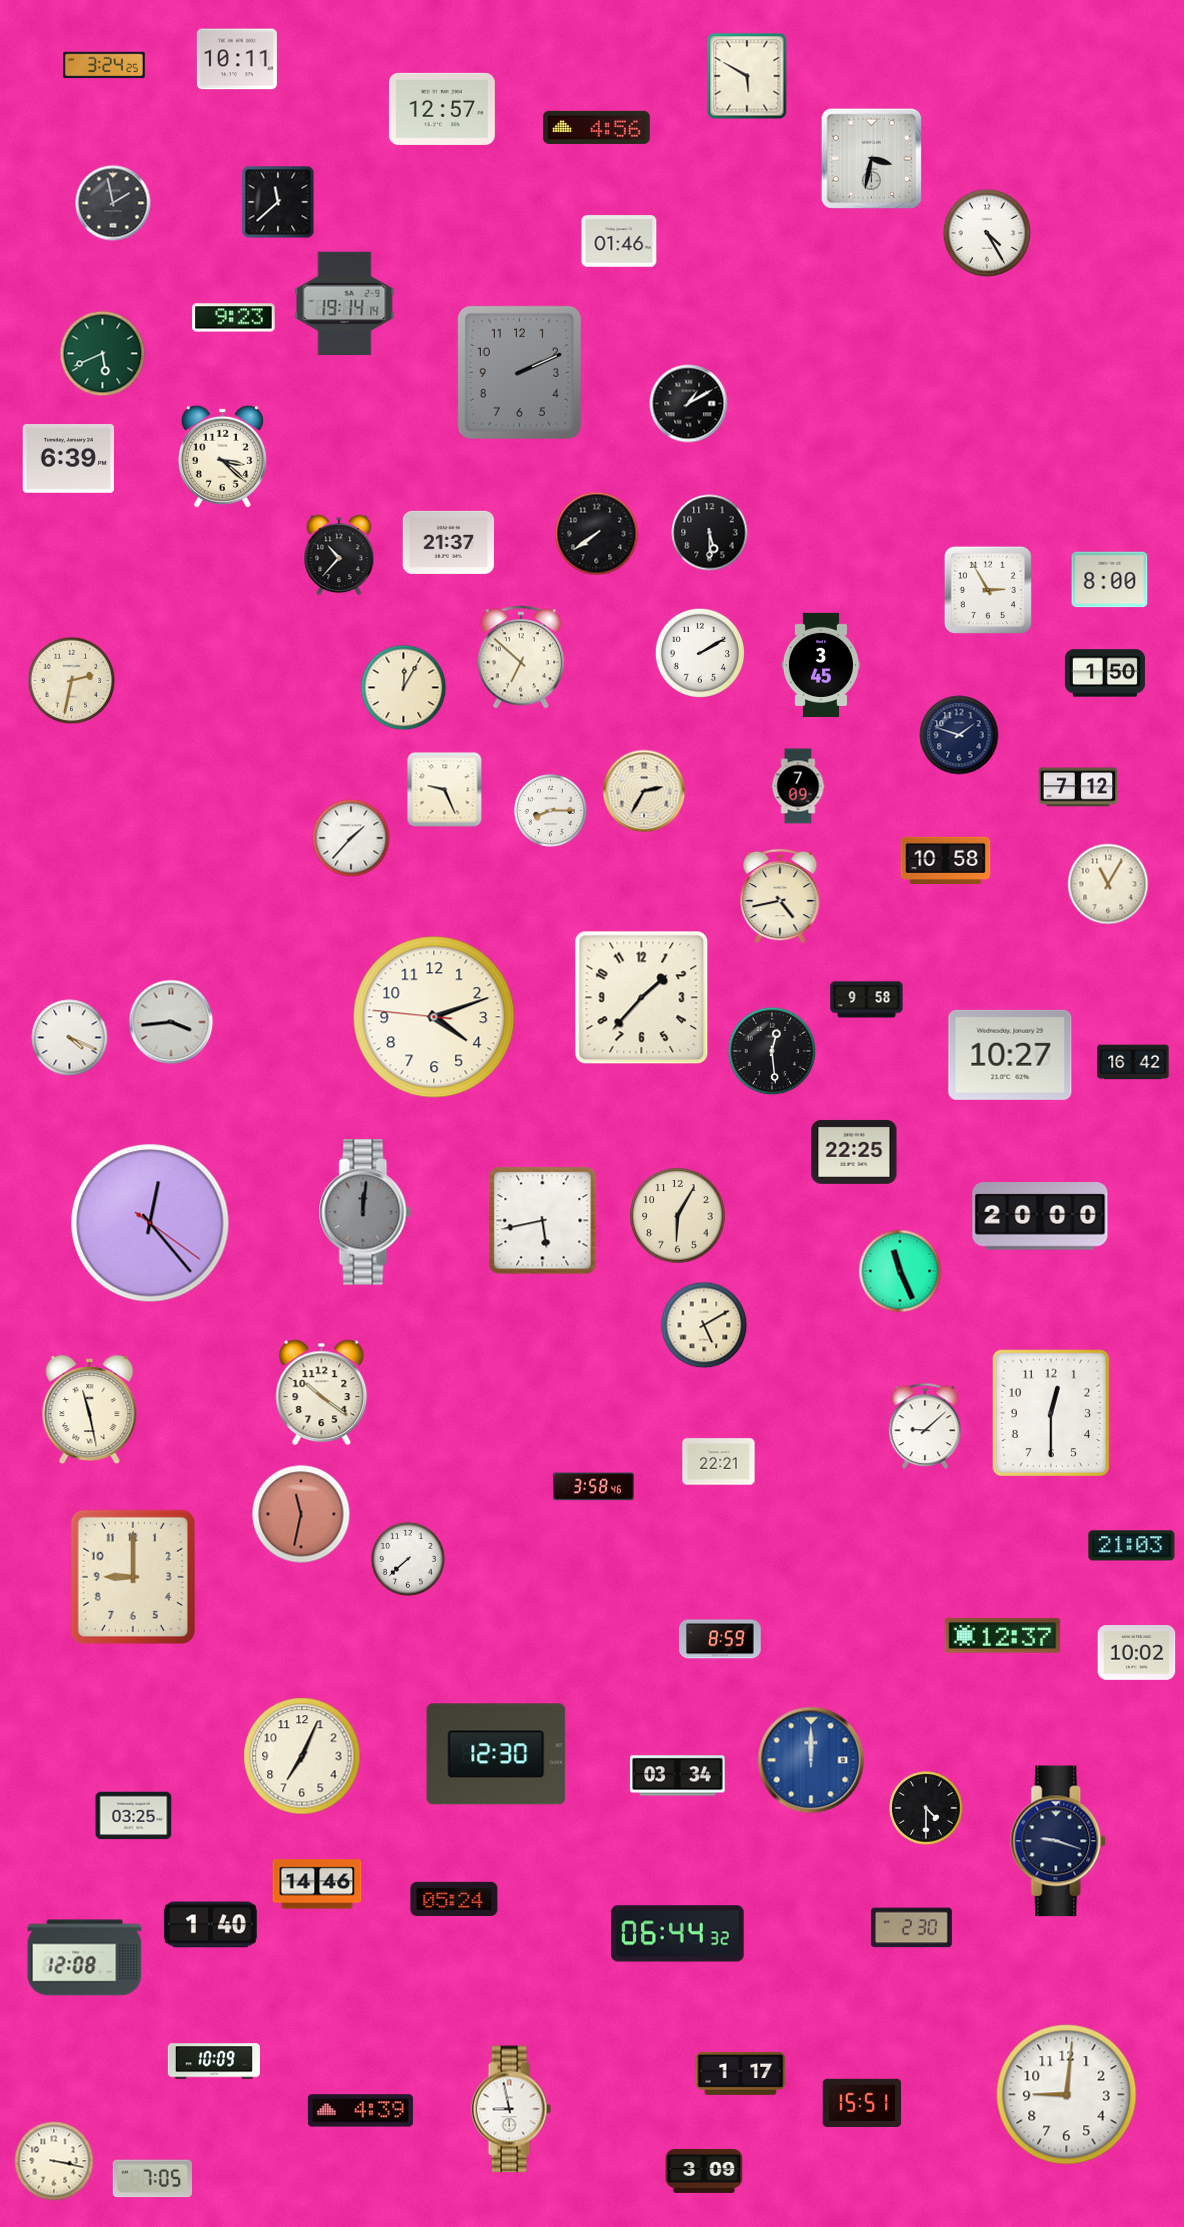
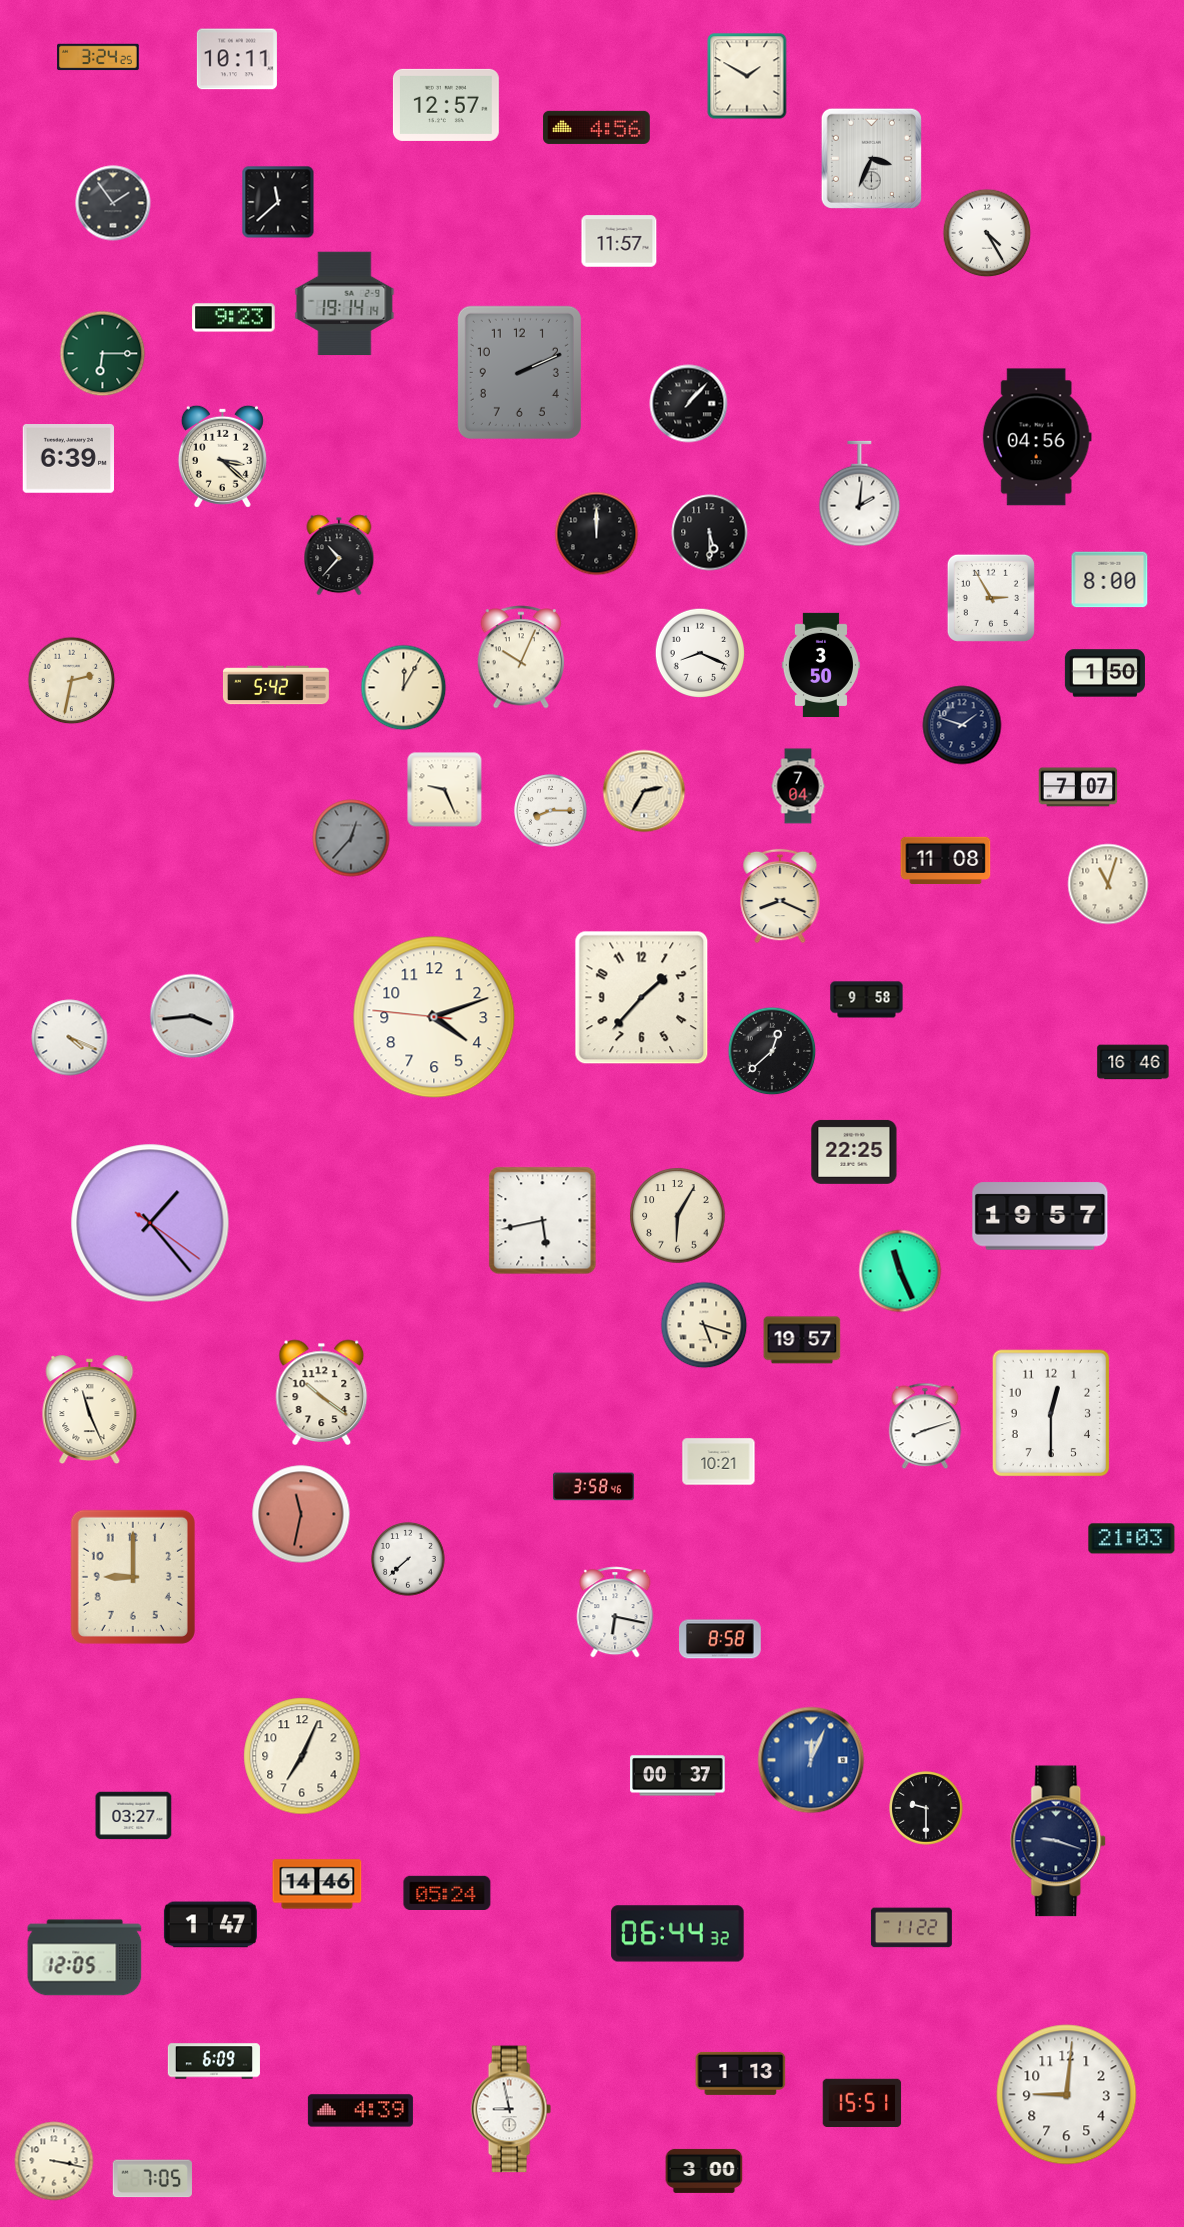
clock at (104, 65) position: (104, 65) -> (98, 57)
clock at (747, 76): 5:50 -> 1:50
clock at (442, 109) position: (442, 109) -> (446, 105)
clock at (871, 158): 3:32 -> 3:34
clock at (113, 203): 1:58 -> 1:54
clock at (619, 241): 01:46 -> 11:57
clock at (103, 354): 5:41 -> 6:15
clock at (689, 404): 1:10 -> 1:07
clock at (1037, 437): none -> 04:56
clock at (860, 494): none -> 2:01
clock at (597, 534): 7:39 -> 12:00
clock at (448, 542): 21:37 -> none
clock at (988, 590) position: (988, 590) -> (991, 598)
clock at (699, 652): 2:10 -> 8:19
clock at (521, 657): 6:52 -> 10:04
clock at (821, 664): 3:45 -> 3:50
clock at (276, 685): none -> 5:42
clock at (959, 735) position: (959, 735) -> (962, 725)
clock at (798, 786): 7:09 -> 7:04
clock at (1078, 787): 7:12 -> 7:07
clock at (351, 838): 1:37 -> 12:37
clock at (351, 838) dial: white -> grey
clock at (946, 860): 10:58 -> 11:08
clock at (1108, 884): 11:05 -> 11:03
clock at (780, 896): 4:43 -> 8:19
clock at (171, 1022) position: (171, 1022) -> (192, 1016)
clock at (772, 1051): 12:29 -> 12:38
clock at (1010, 1055): 10:27 -> none
clock at (1133, 1062): 16:42 -> 16:46
clock at (365, 1212): 12:01 -> none
clock at (1040, 1216): 20:00 -> 19:57
clock at (150, 1223): 12:23 -> 1:23
clock at (704, 1325): 5:10 -> 5:18
clock at (802, 1340): none -> 19:57
clock at (90, 1410): 11:28 -> 11:26
clock at (925, 1426): 9:08 -> 8:12
clock at (719, 1462): 22:21 -> 10:21
clock at (1132, 1546) position: (1132, 1546) -> (1132, 1539)
clock at (615, 1612): none -> 6:17
clock at (1003, 1636): 12:37 -> none
clock at (720, 1639): 8:59 -> 8:58
clock at (1137, 1653): 10:02 -> none
clock at (496, 1754): 12:30 -> none
clock at (811, 1760): 12:00 -> 12:04
clock at (678, 1776): 03:34 -> 00:37
clock at (926, 1808): 4:30 -> 9:30
clock at (134, 1816): 03:25 -> 03:27
clock at (454, 1898) position: (454, 1898) -> (447, 1892)
clock at (210, 1925): 1:40 -> 1:47
clock at (911, 1928): 2:30 -> 11:22
clock at (85, 1958): 12:08 -> 12:05
clock at (214, 2061): 10:09 -> 6:09
clock at (741, 2073): 1:17 -> 1:13
clock at (704, 2171): 3:09 -> 3:00
